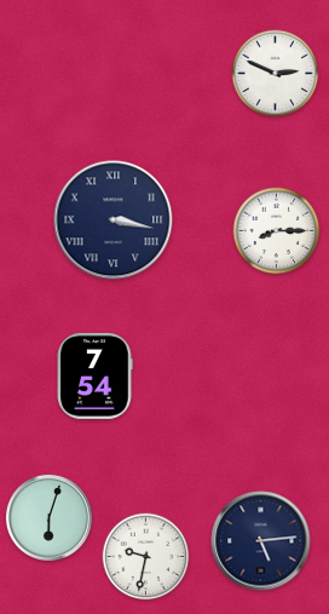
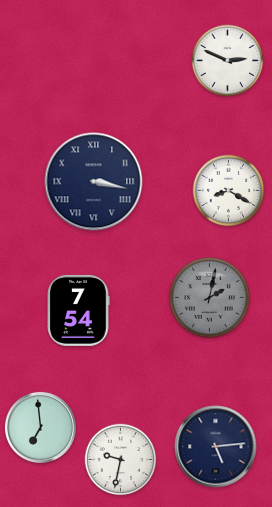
clock at (277, 231): 8:15 -> 8:20
clock at (210, 298): none -> 2:02
clock at (48, 517): 6:03 -> 6:59
